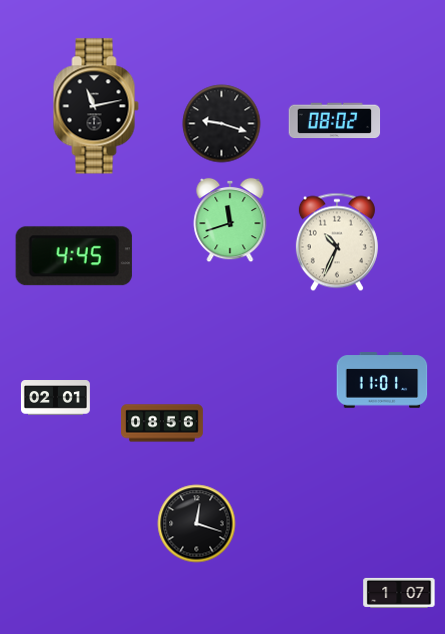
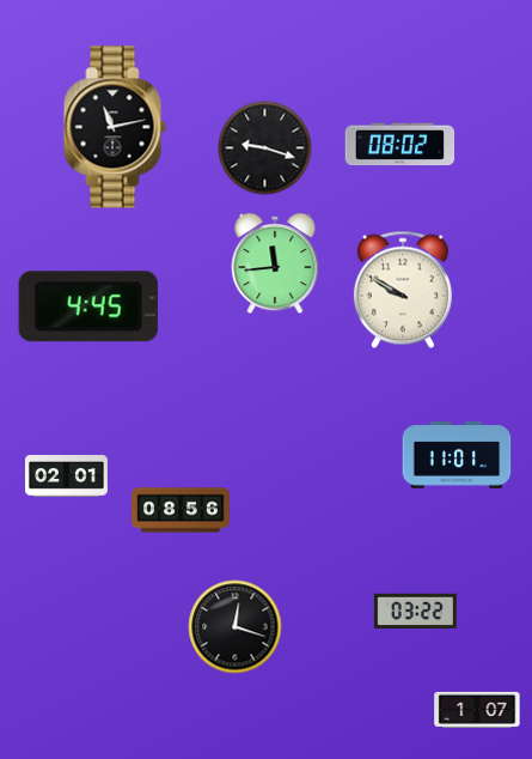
clock at (230, 220): 11:42 -> 11:44
clock at (337, 242): 10:34 -> 9:50
clock at (162, 423) position: (162, 423) -> (181, 510)
clock at (415, 612): none -> 03:22
